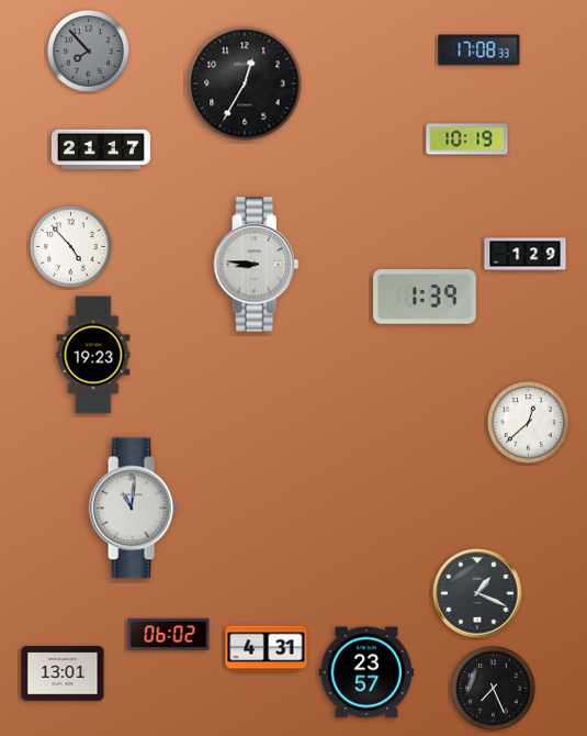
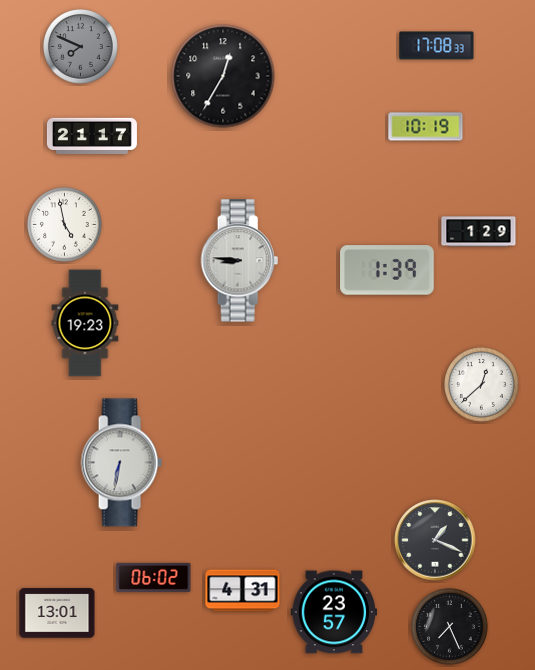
clock at (89, 52): 7:53 -> 7:49
clock at (71, 247): 4:53 -> 4:58
clock at (257, 265) position: (257, 265) -> (240, 261)
clock at (133, 509): 11:01 -> 6:32
